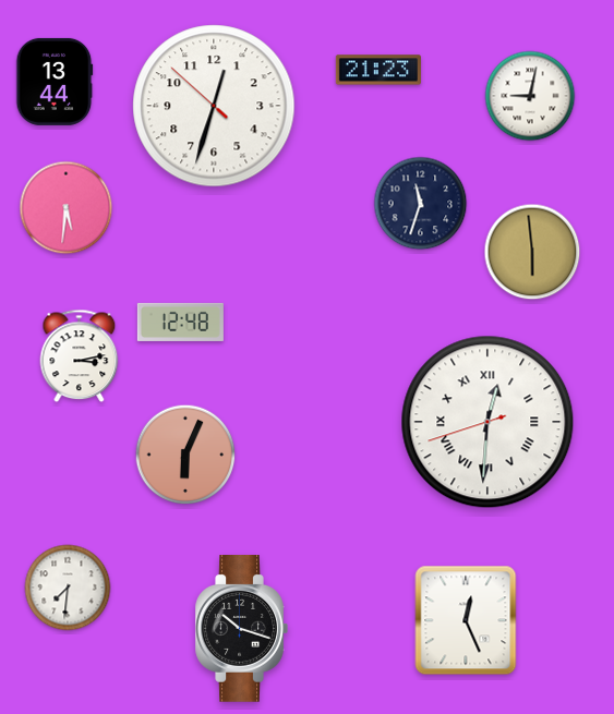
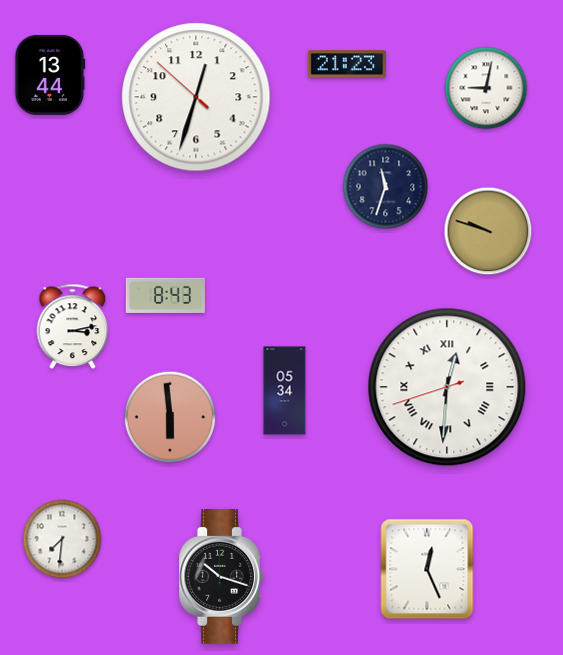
clock at (67, 208): 5:31 -> none
clock at (532, 252): 5:59 -> 9:48
clock at (180, 322): 12:48 -> 8:43
clock at (285, 391): none -> 05:34
clock at (185, 455): 6:04 -> 5:59
